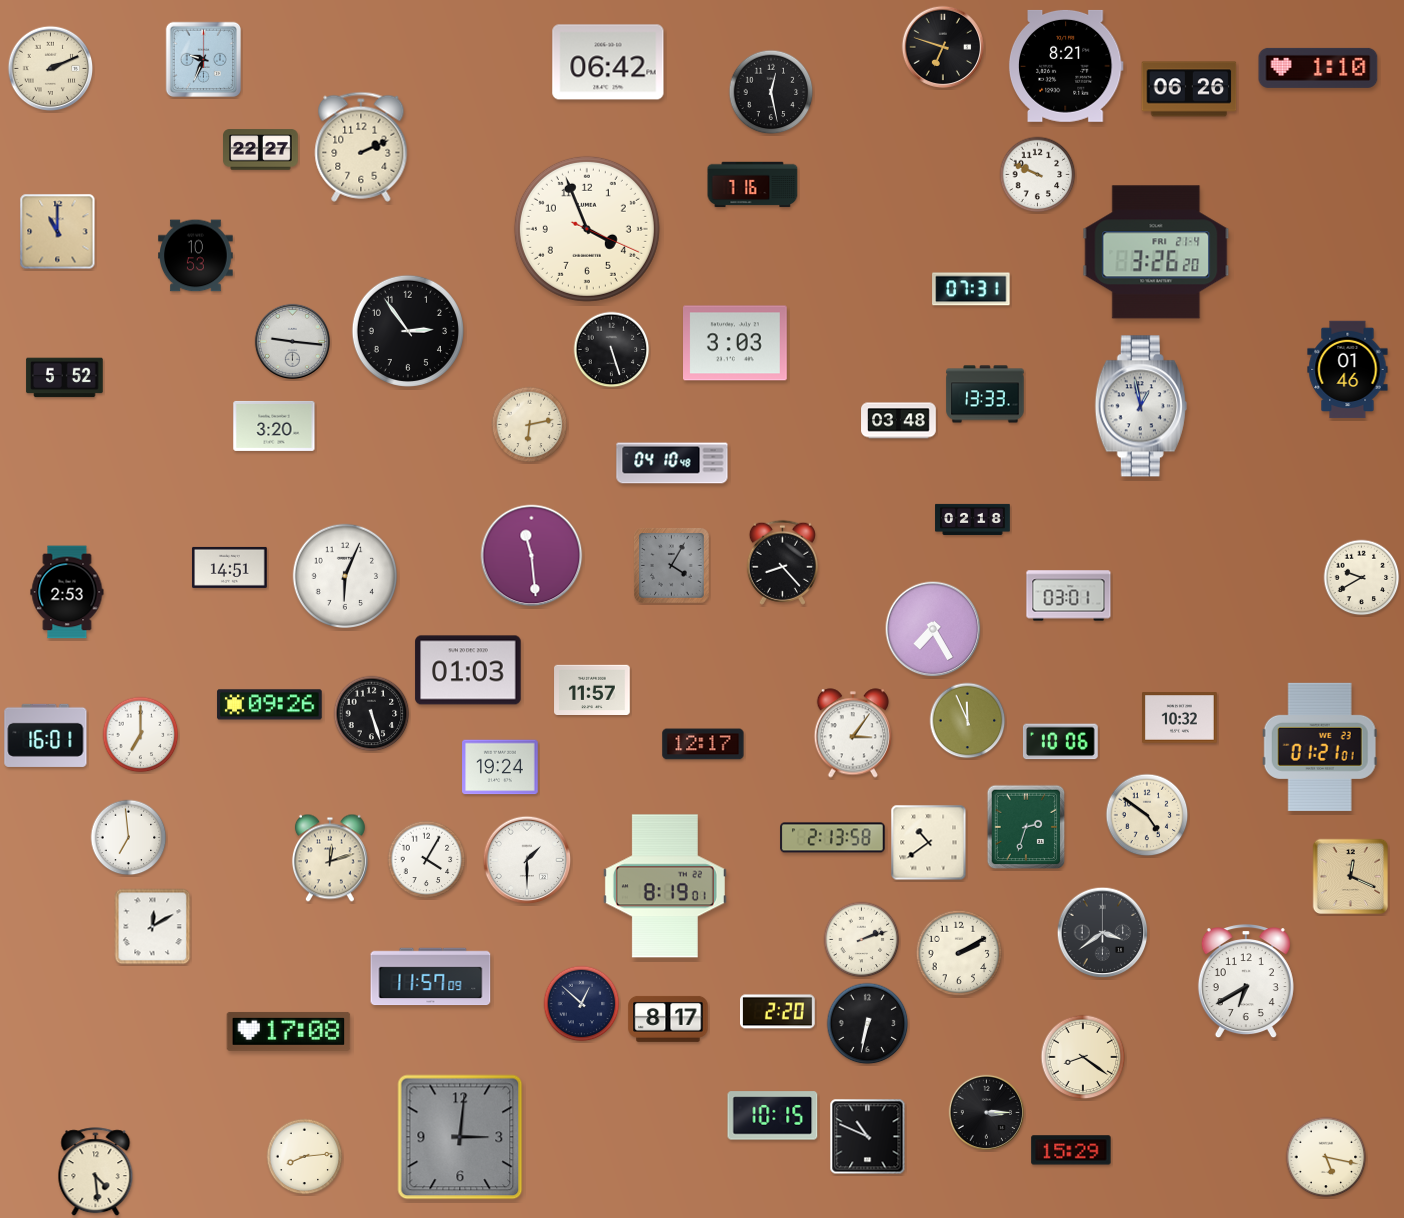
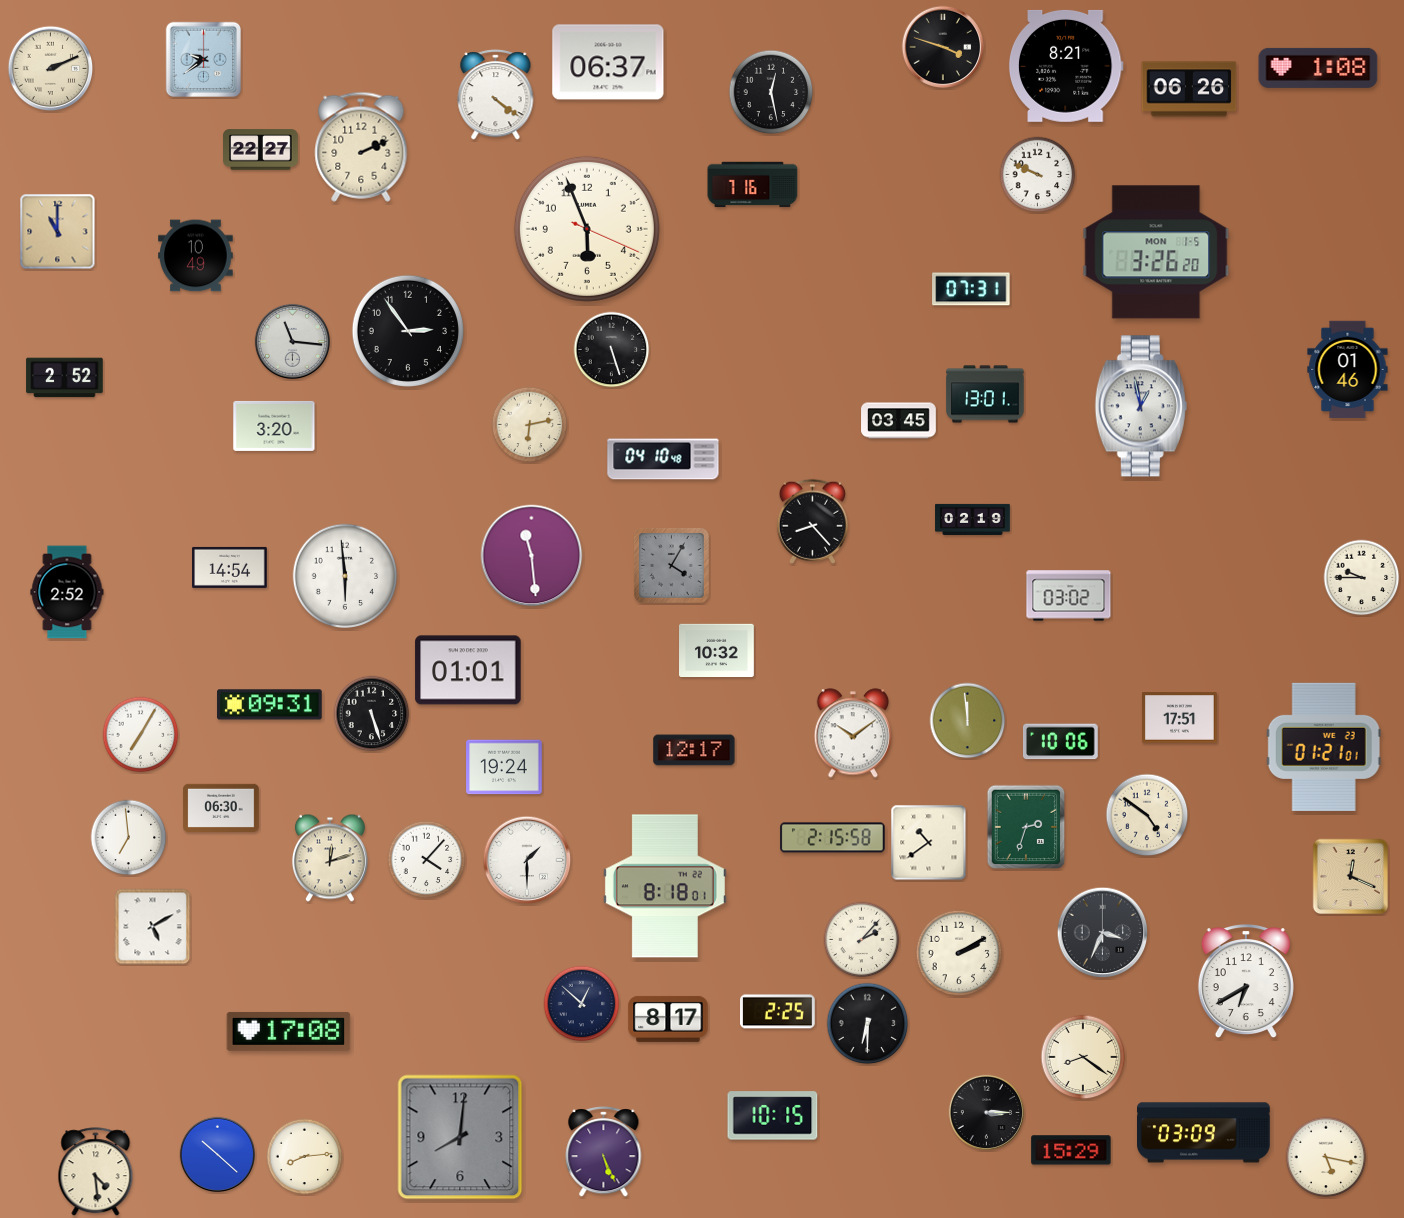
clock at (943, 47): 6:48 -> 3:48
clock at (204, 60): 9:34 -> 9:39
clock at (608, 62): 06:42 -> 06:37
clock at (1318, 68): 1:10 -> 1:08
clock at (496, 95): none -> 4:21
clock at (587, 229): 3:56 -> 5:56
clock at (1156, 252) date: FRI 21-4 -> MON 1-5
clock at (196, 256): 10:53 -> 10:49
clock at (292, 341): 9:16 -> 11:16
clock at (736, 343): 3:03 -> none
clock at (65, 378): 5:52 -> 2:52
clock at (985, 394): 13:33 -> 13:01
clock at (899, 421): 03:48 -> 03:45
clock at (672, 463) position: (672, 463) -> (663, 459)
clock at (973, 519): 02:18 -> 02:19
clock at (782, 562) position: (782, 562) -> (812, 521)
clock at (230, 567): 14:51 -> 14:54
clock at (344, 575): 6:04 -> 5:59
clock at (1362, 578): 9:40 -> 9:45
clock at (67, 592): 2:53 -> 2:52
clock at (1069, 596): 03:01 -> 03:02
clock at (933, 629): 7:25 -> none
clock at (717, 651): none -> 10:32
clock at (468, 670): 01:03 -> 01:01
clock at (592, 689): 11:57 -> none
clock at (270, 705): 09:26 -> 09:31
clock at (1180, 718): 10:32 -> 17:51
clock at (968, 721): 11:56 -> 11:59
clock at (852, 733): 3:06 -> 10:09
clock at (46, 735): 16:01 -> none
clock at (141, 735): 7:00 -> 7:05
clock at (703, 744) position: (703, 744) -> (694, 750)
clock at (1320, 747) position: (1320, 747) -> (1324, 747)
clock at (500, 767) position: (500, 767) -> (504, 767)
clock at (221, 807): none -> 06:30
clock at (833, 838): 2:13 -> 2:15
clock at (427, 860): 4:05 -> 4:07
clock at (665, 886): 8:19 -> 8:18
clock at (153, 927): 12:10 -> 5:10
clock at (1103, 933): 3:39 -> 3:34
clock at (862, 940): 2:12 -> 2:07
clock at (431, 977): 11:57 -> none
clock at (778, 1012): 2:20 -> 2:25
clock at (868, 1024): 6:32 -> 6:30
clock at (1204, 1133): none -> 03:09
clock at (460, 1137): 3:01 -> 8:01
clock at (868, 1137): 10:49 -> none
clock at (604, 1152): none -> 5:26
clock at (217, 1154): none -> 10:22
